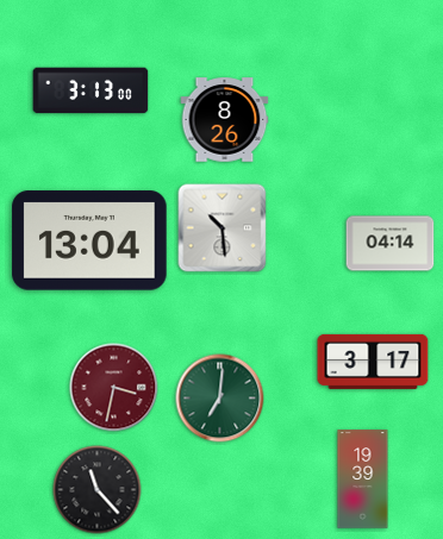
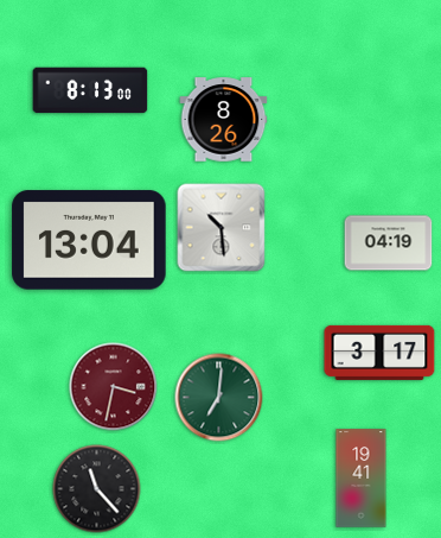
clock at (91, 90): 3:13 -> 8:13
clock at (391, 244): 04:14 -> 04:19
clock at (373, 362) position: (373, 362) -> (379, 353)
clock at (363, 480): 19:39 -> 19:41
